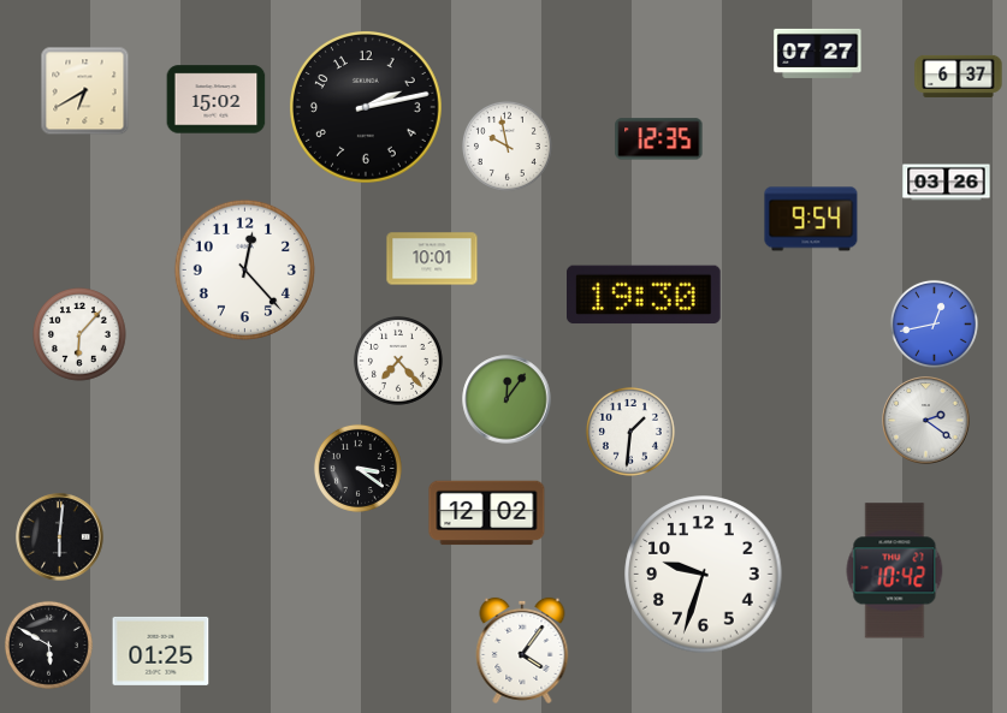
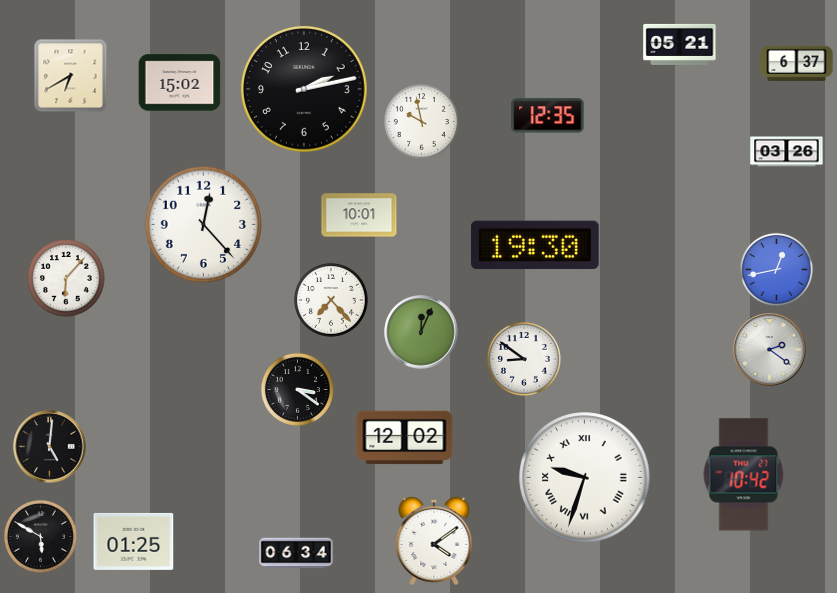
clock at (818, 53): 07:27 -> 05:21
clock at (811, 219): 9:54 -> none
clock at (507, 399): 12:06 -> 12:04
clock at (630, 432): 1:31 -> 8:51
clock at (487, 513) position: (487, 513) -> (405, 438)
clock at (60, 537): 6:01 -> 5:01
clock at (704, 575) numerals: Arabic -> Roman
clock at (522, 650): 4:06 -> 4:09
clock at (296, 553): none -> 06:34
